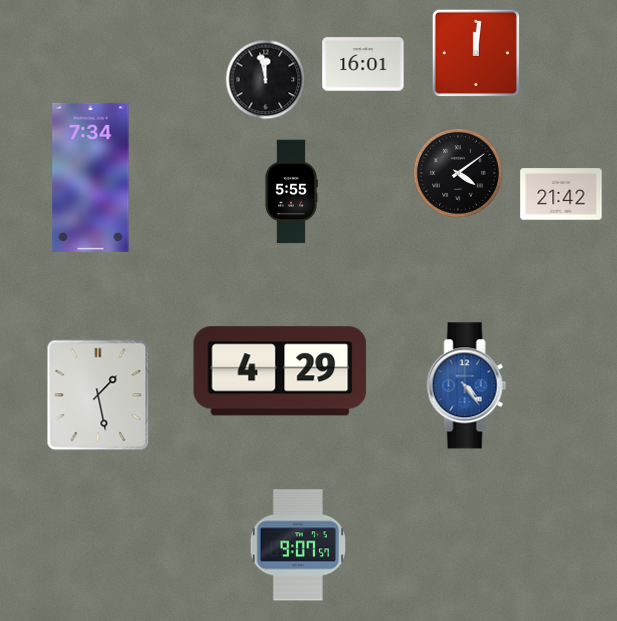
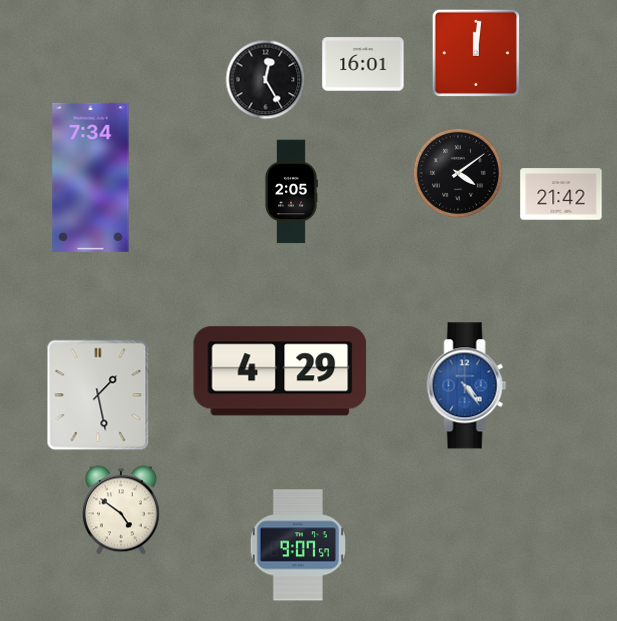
clock at (266, 80): 11:58 -> 12:25
clock at (291, 192): 5:55 -> 2:05
clock at (121, 510): none -> 4:51
